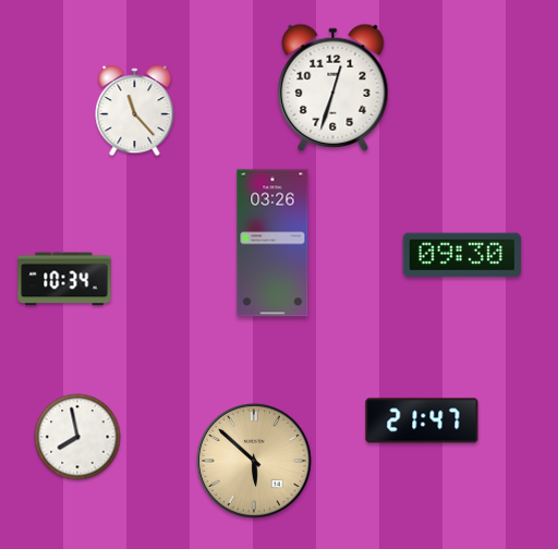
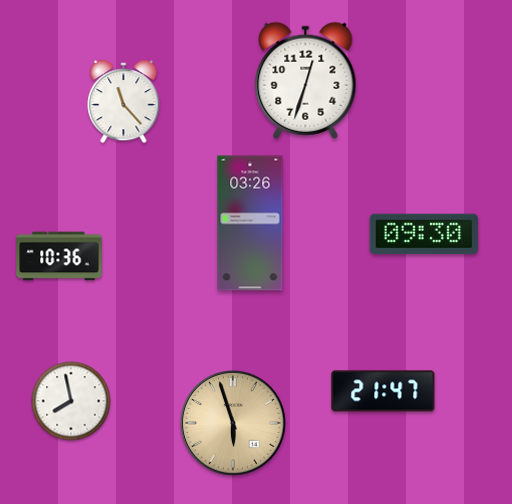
clock at (64, 279): 10:34 -> 10:36
clock at (422, 420) position: (422, 420) -> (383, 391)
clock at (255, 462): 5:52 -> 5:57
